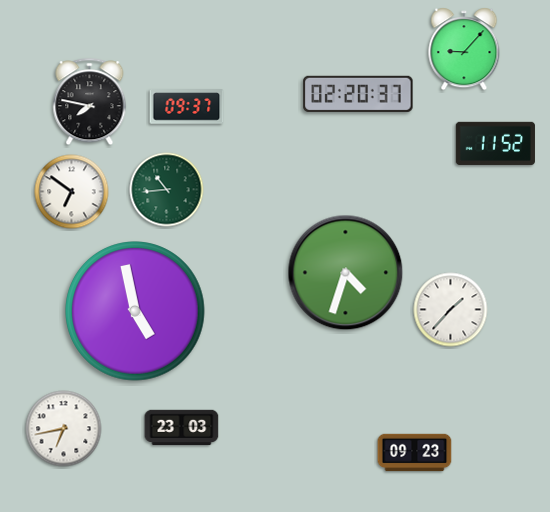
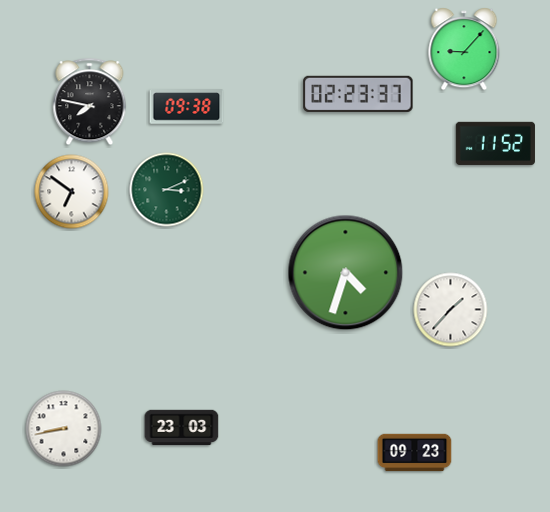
clock at (358, 94): 02:20 -> 02:23
clock at (187, 107): 09:37 -> 09:38
clock at (167, 190): 10:44 -> 3:11
clock at (135, 311): 4:58 -> none
clock at (64, 429): 6:43 -> 8:43
